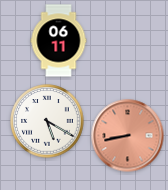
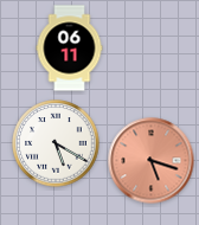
clock at (128, 136): 8:43 -> 5:18
